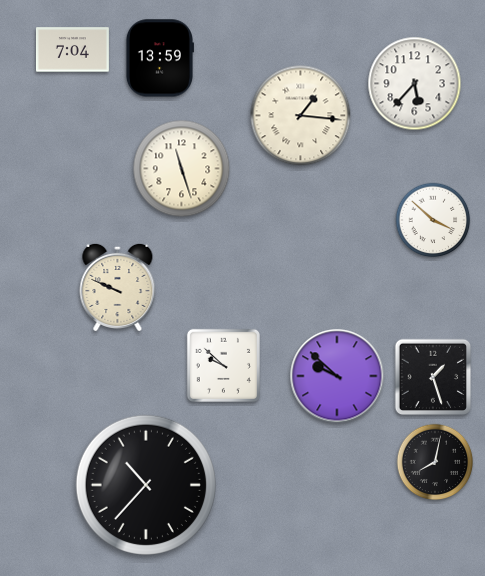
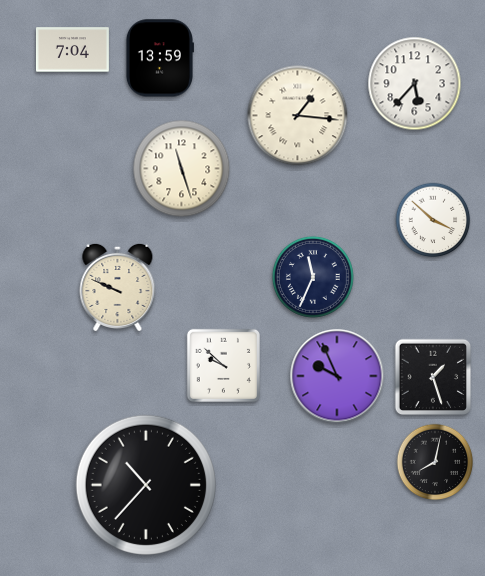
clock at (301, 116) position: (301, 116) -> (298, 116)
clock at (313, 277): none -> 11:34
clock at (337, 376): 9:52 -> 9:56
